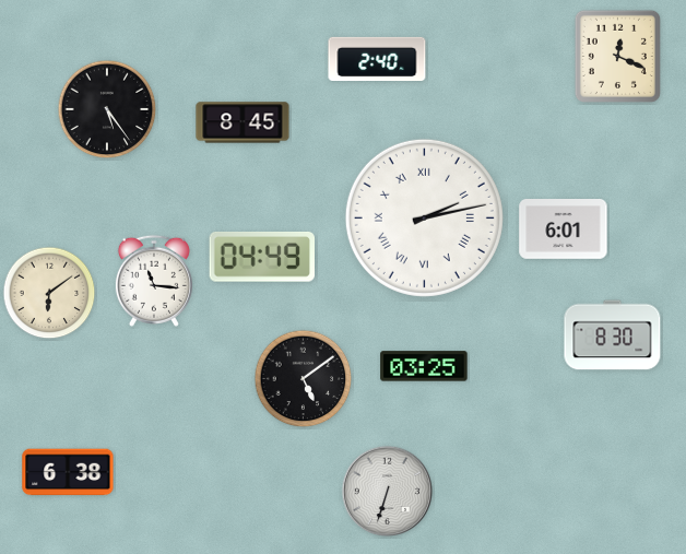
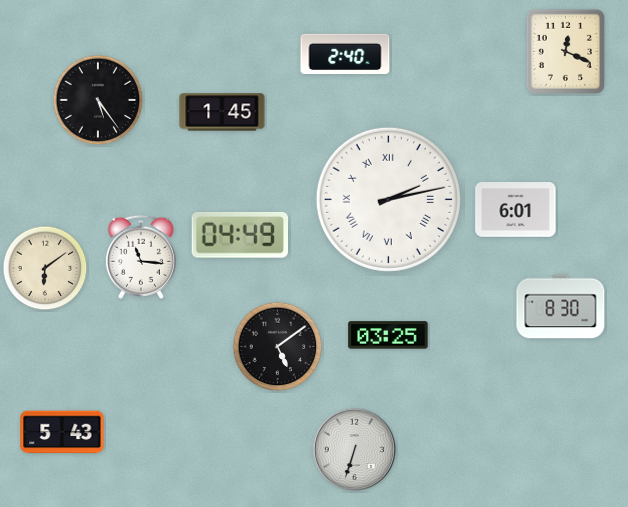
clock at (243, 122): 8:45 -> 1:45
clock at (68, 472): 6:38 -> 5:43
